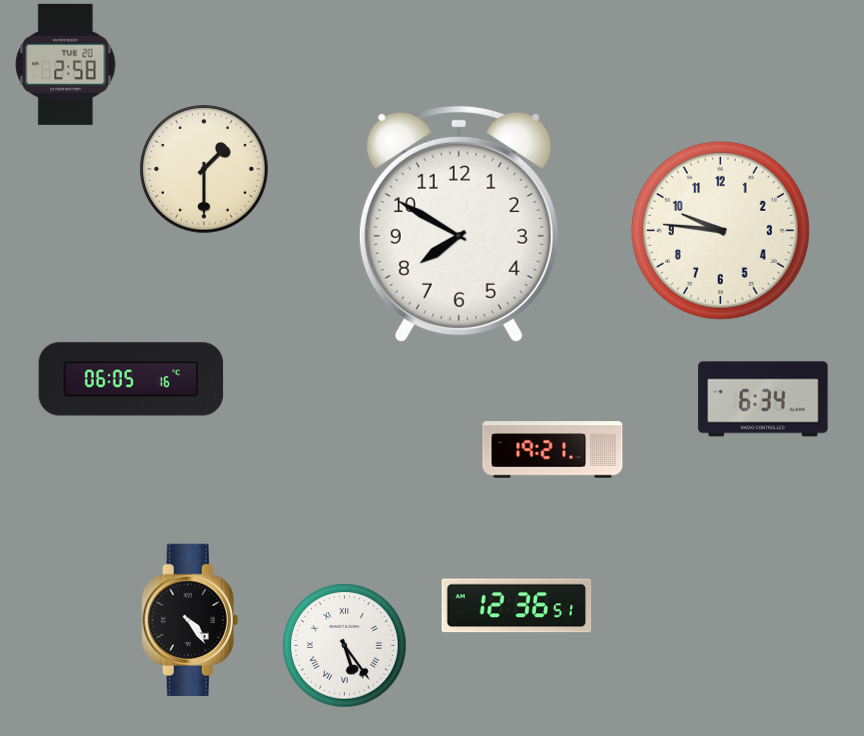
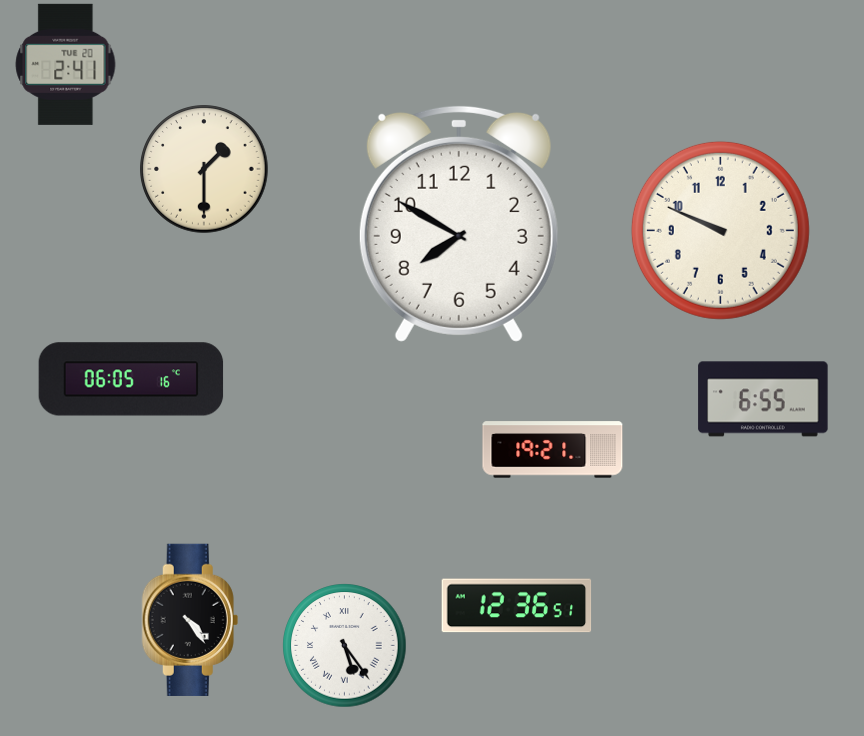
clock at (66, 64): 2:58 -> 2:41
clock at (720, 230): 9:46 -> 9:49
clock at (763, 399): 6:34 -> 6:55
